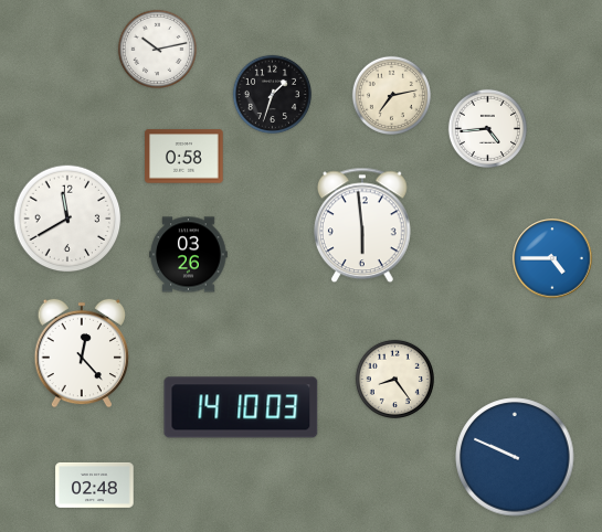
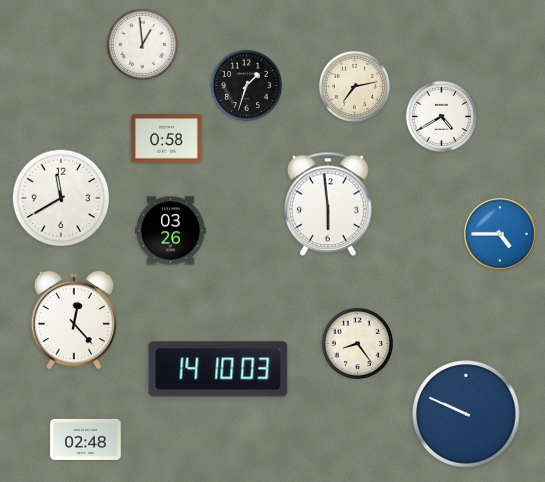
clock at (157, 49): 10:13 -> 12:59
clock at (487, 128): 4:44 -> 4:40
clock at (184, 157) position: (184, 157) -> (167, 139)
